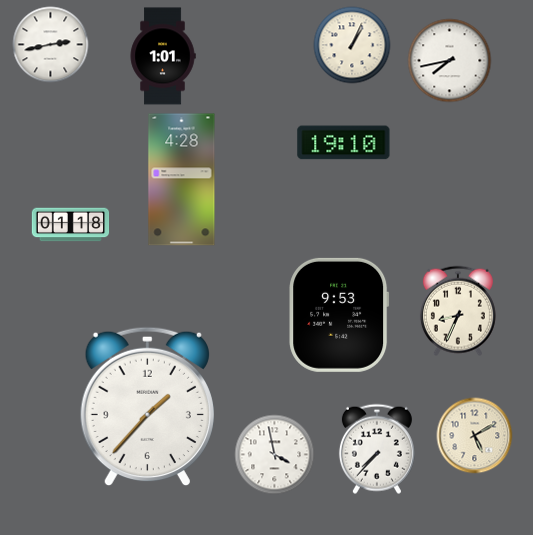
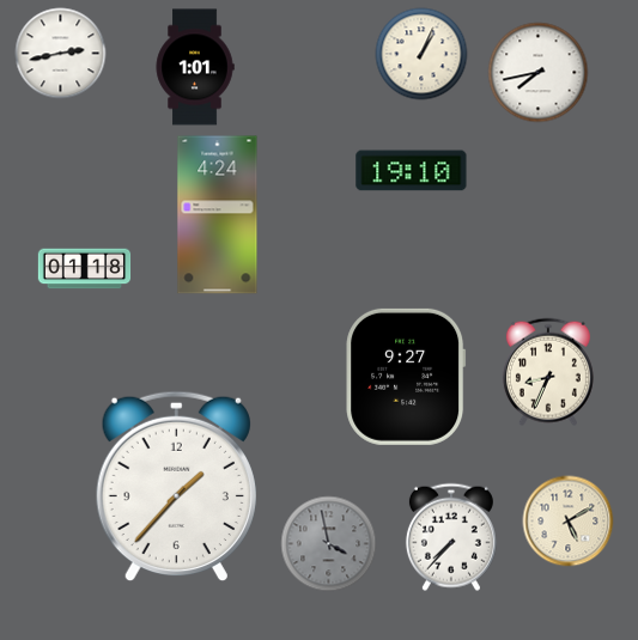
clock at (182, 180): 4:28 -> 4:24
clock at (339, 315): 9:53 -> 9:27
clock at (275, 455) dial: white -> grey
